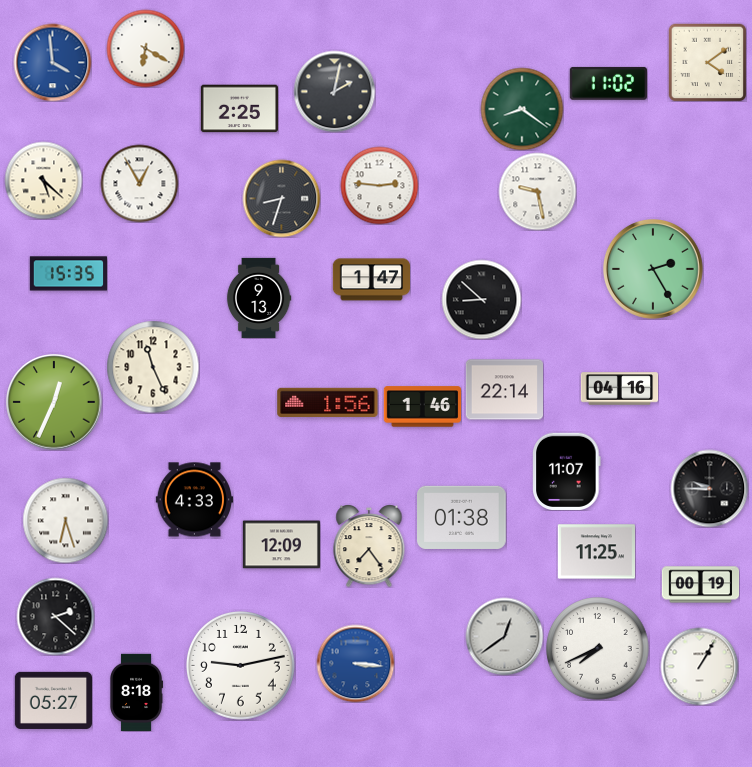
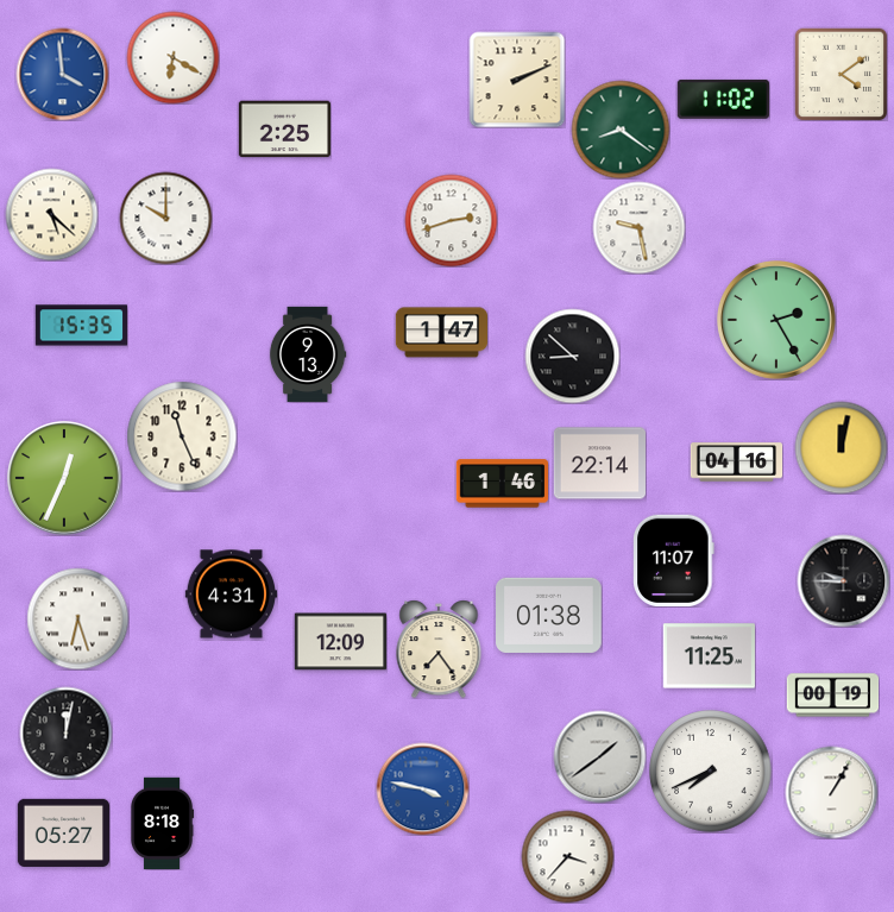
clock at (517, 80): none -> 2:11
clock at (334, 91): 2:02 -> none
clock at (139, 183): 12:55 -> 10:00
clock at (379, 185): 2:46 -> 2:42
clock at (281, 198): 8:33 -> none
clock at (841, 447): none -> 12:02
clock at (328, 402): 1:56 -> none
clock at (194, 500): 4:33 -> 4:31
clock at (281, 545) position: (281, 545) -> (340, 642)
clock at (55, 616): 2:22 -> 12:02
clock at (504, 636): 12:39 -> 1:39
clock at (355, 663): 3:16 -> 3:47
clock at (241, 666): 9:13 -> none
clock at (567, 856): none -> 3:37
